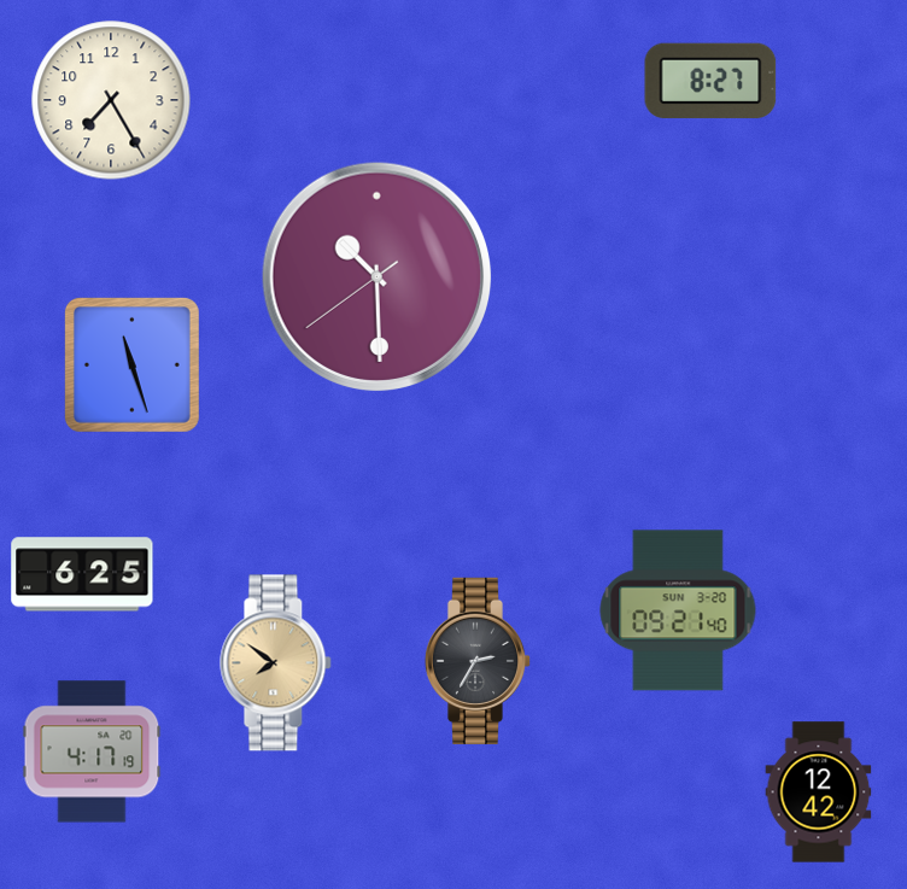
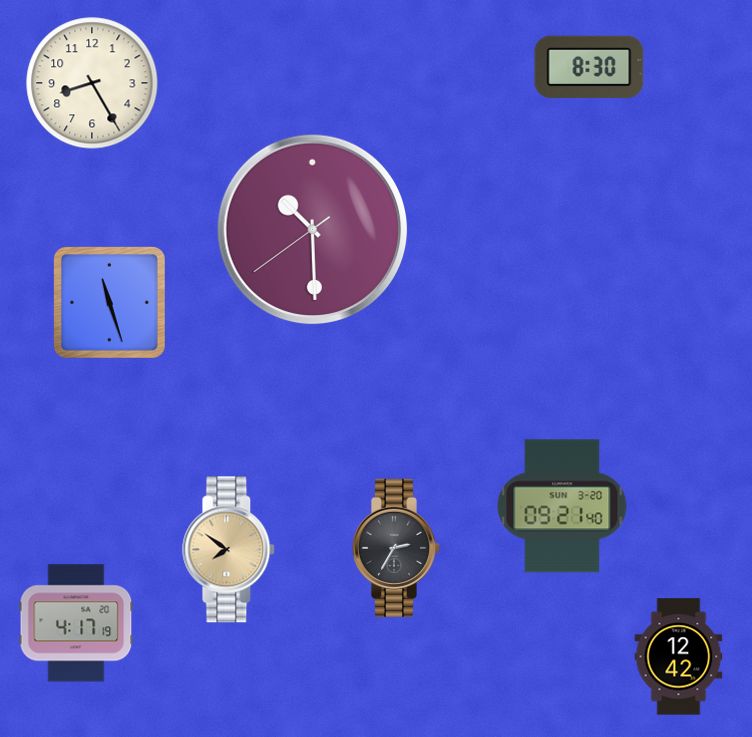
clock at (710, 80): 8:27 -> 8:30
clock at (111, 100): 7:25 -> 8:25
clock at (82, 574): 6:25 -> none
